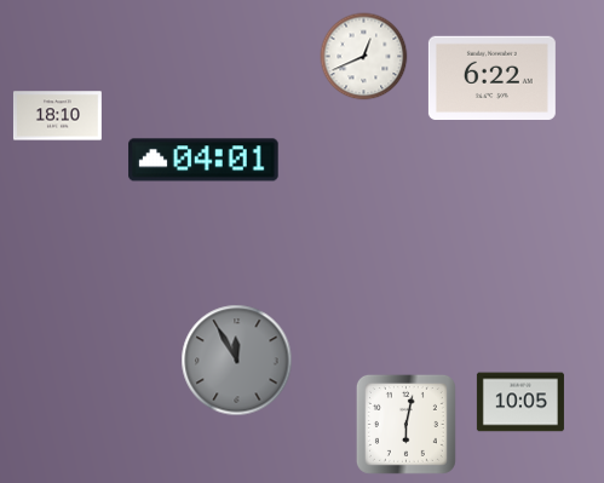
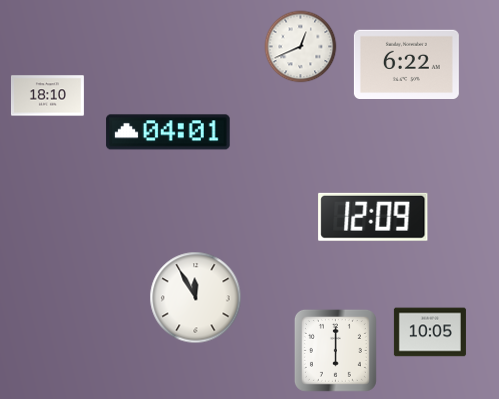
clock at (373, 217): none -> 12:09
clock at (237, 361) dial: grey -> white
clock at (405, 424): 6:02 -> 6:00
